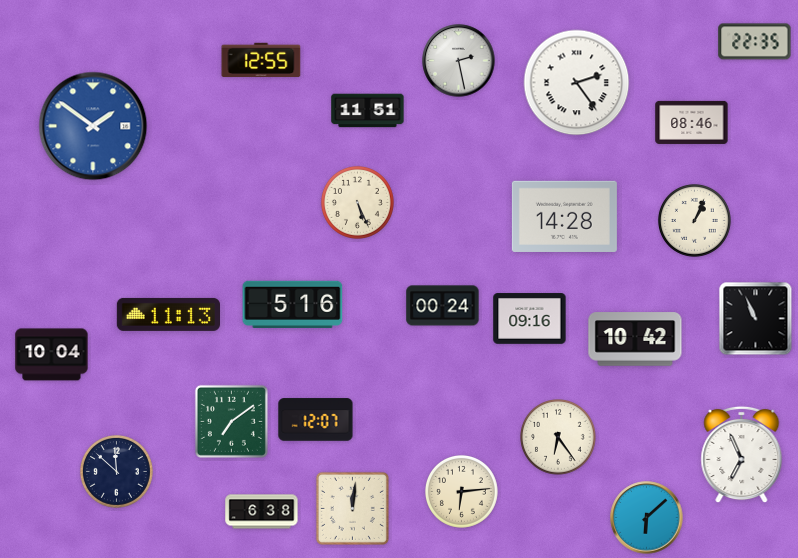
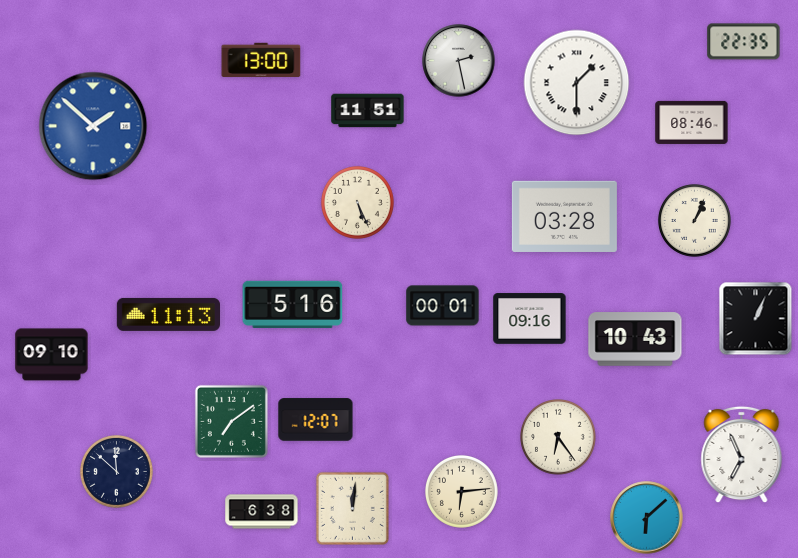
clock at (755, 42) position: (755, 42) -> (744, 42)
clock at (261, 59): 12:55 -> 13:00
clock at (577, 83): 2:24 -> 1:30
clock at (93, 126): 1:51 -> 1:52
clock at (564, 216): 14:28 -> 03:28
clock at (443, 306): 00:24 -> 00:01
clock at (756, 319): 10:56 -> 1:04
clock at (635, 339): 10:42 -> 10:43
clock at (52, 355): 10:04 -> 09:10
